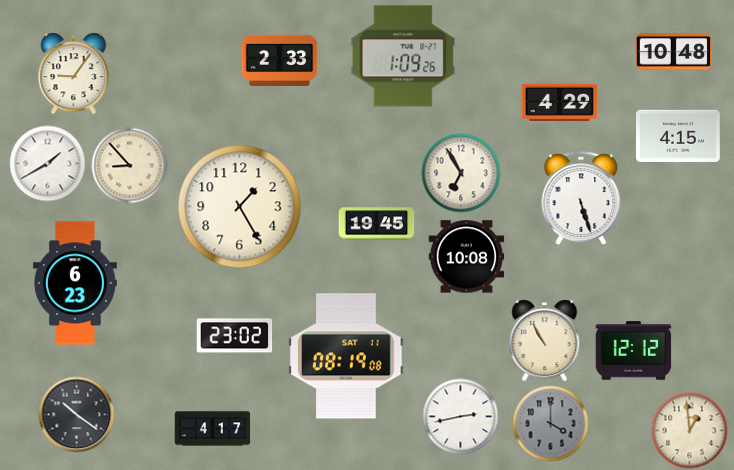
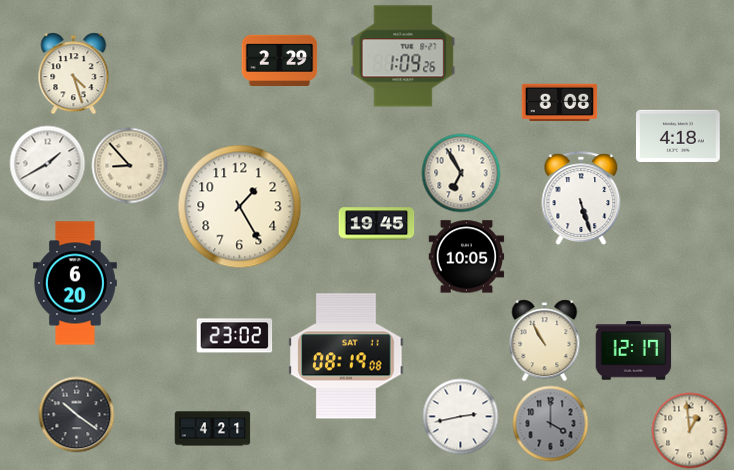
clock at (674, 52): 10:48 -> none
clock at (280, 60): 2:33 -> 2:29
clock at (74, 74): 9:06 -> 4:27
clock at (560, 103): 4:29 -> 8:08
clock at (679, 136): 4:15 -> 4:18
clock at (467, 257): 10:08 -> 10:05
clock at (75, 283): 6:23 -> 6:20
clock at (634, 351): 12:12 -> 12:17
clock at (213, 429): 4:17 -> 4:21
